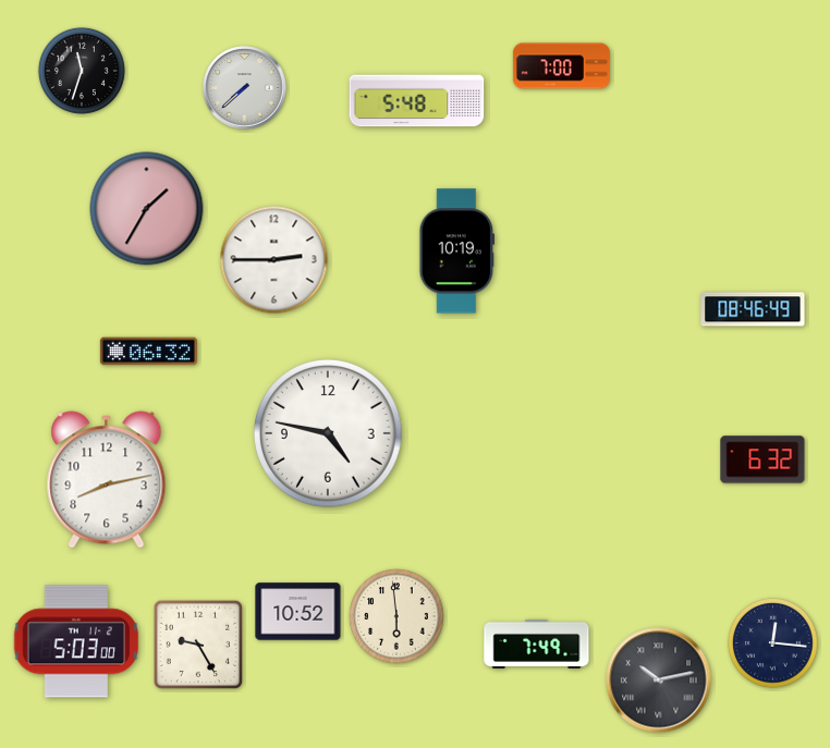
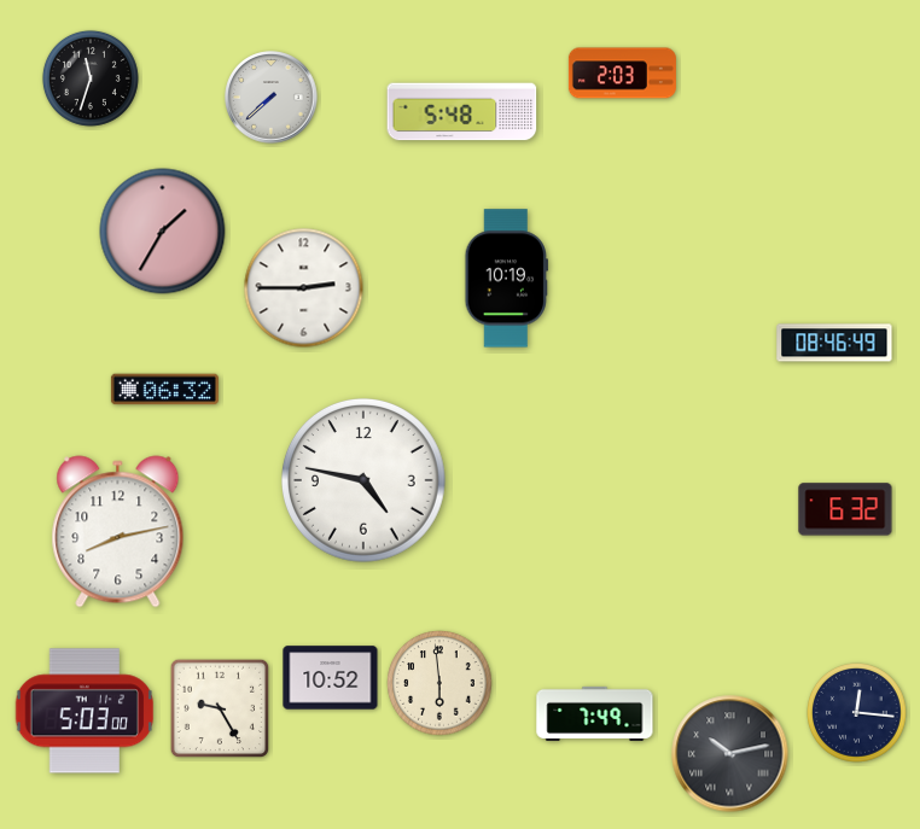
clock at (561, 66): 7:00 -> 2:03
clock at (198, 645) position: (198, 645) -> (220, 708)
